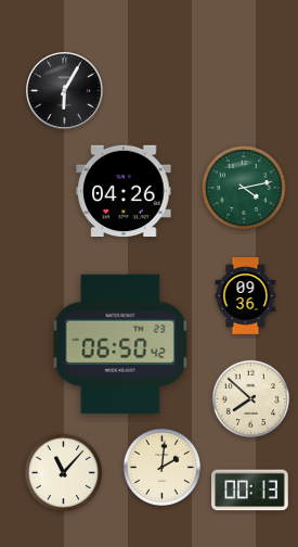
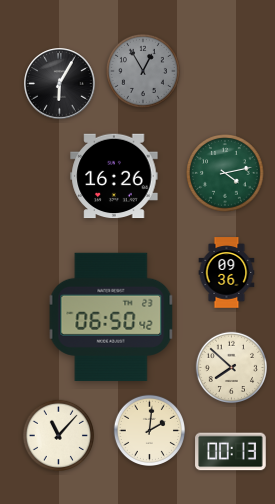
clock at (143, 71): none -> 12:55
clock at (124, 191): 04:26 -> 16:26
